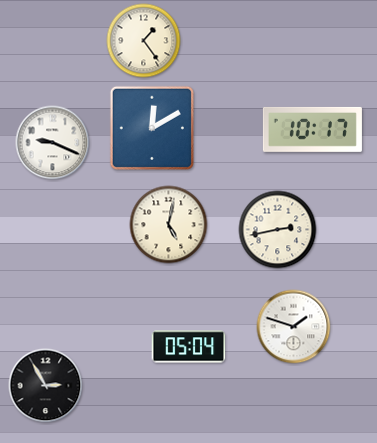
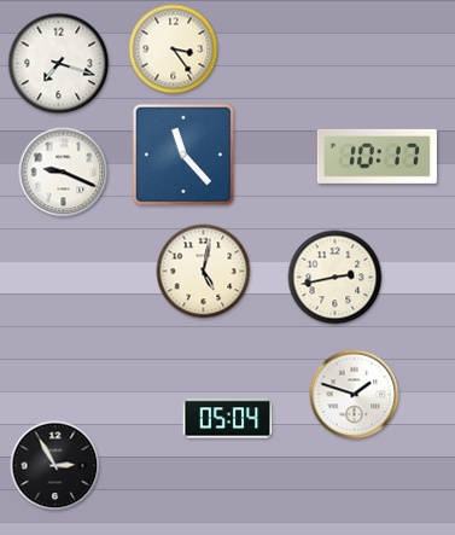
clock at (144, 41): 1:24 -> 3:24
clock at (59, 64): none -> 7:18
clock at (152, 128): 12:10 -> 11:23
